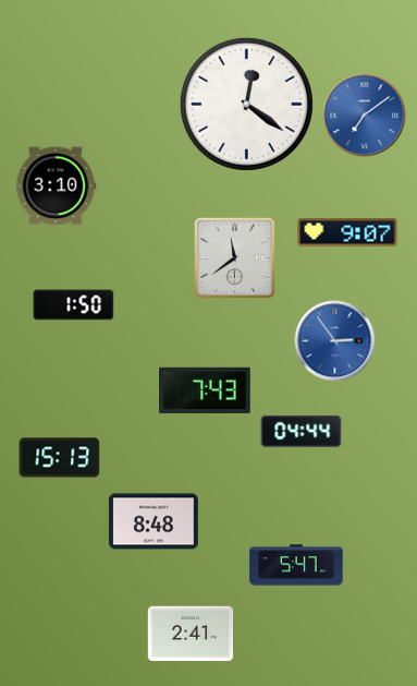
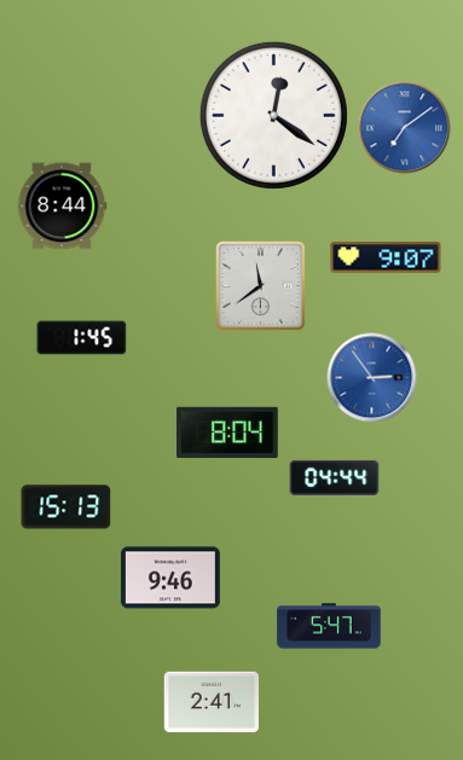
clock at (56, 186): 3:10 -> 8:44
clock at (74, 305): 1:50 -> 1:45
clock at (205, 389): 7:43 -> 8:04
clock at (154, 521): 8:48 -> 9:46
